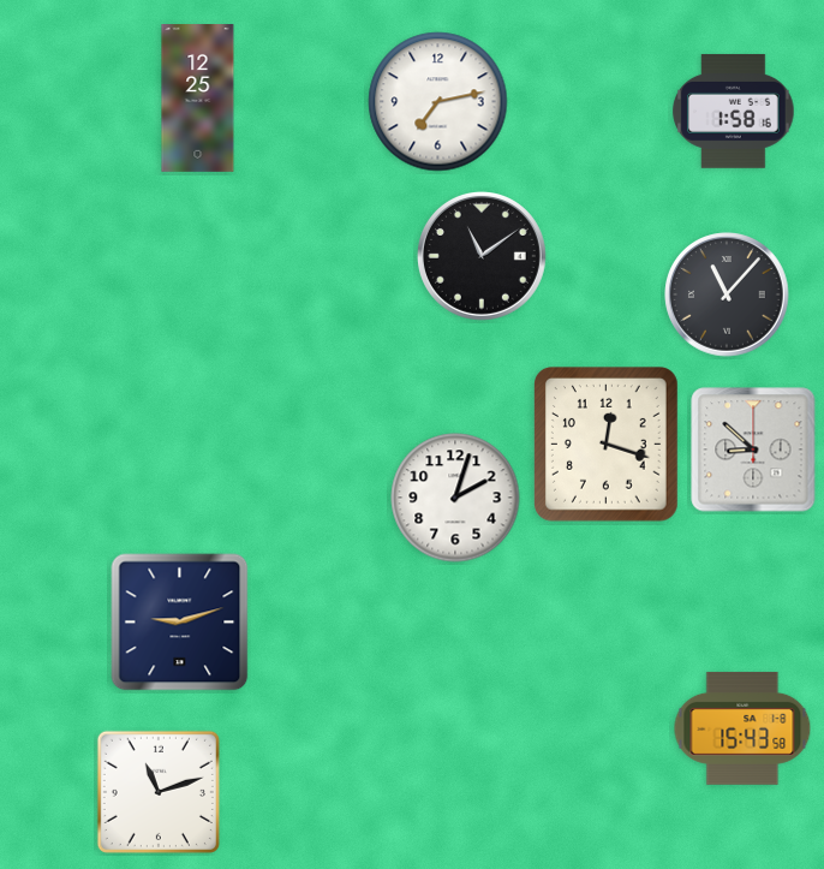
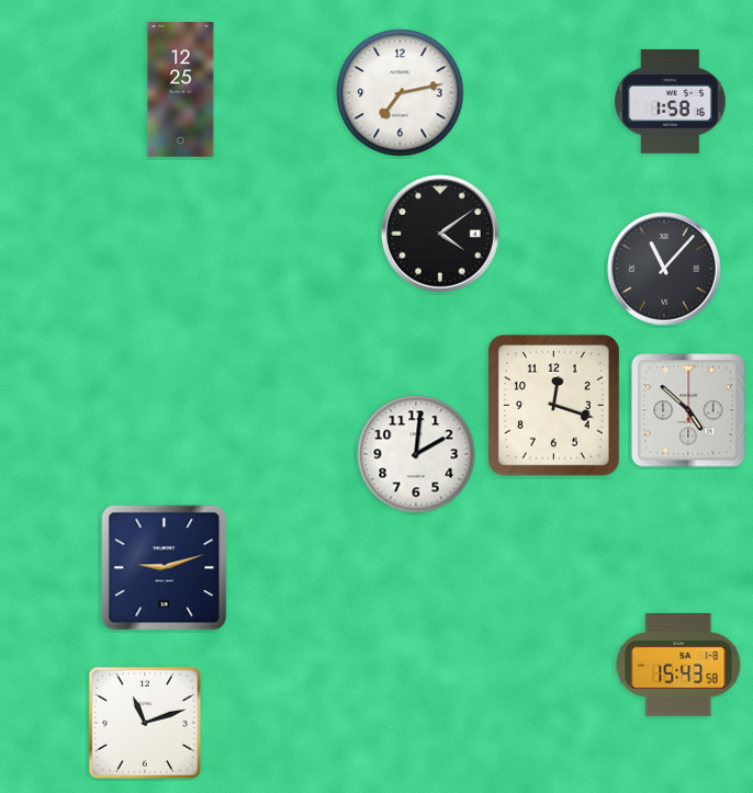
clock at (482, 256): 11:09 -> 4:09
clock at (753, 450): 8:52 -> 4:52
clock at (455, 498): 2:03 -> 2:01
